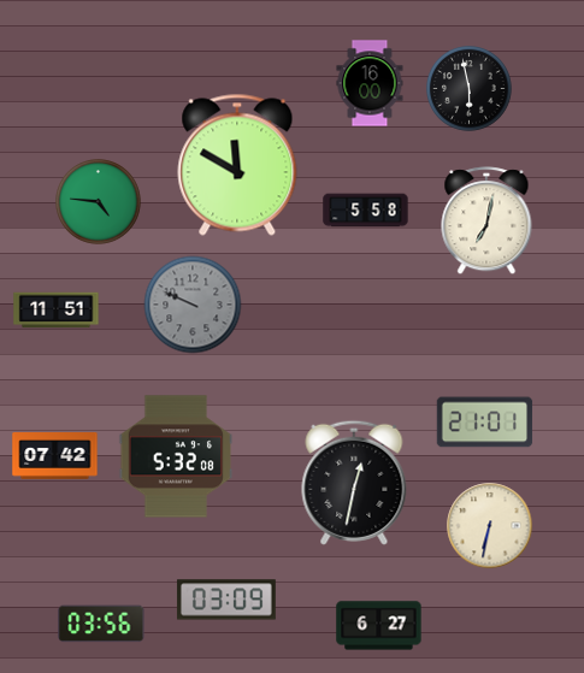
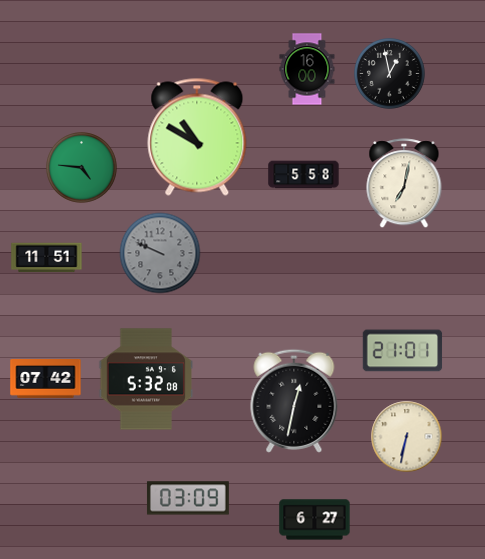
clock at (470, 89): 5:58 -> 12:58
clock at (237, 165): 11:50 -> 10:50
clock at (101, 624): 03:56 -> none
